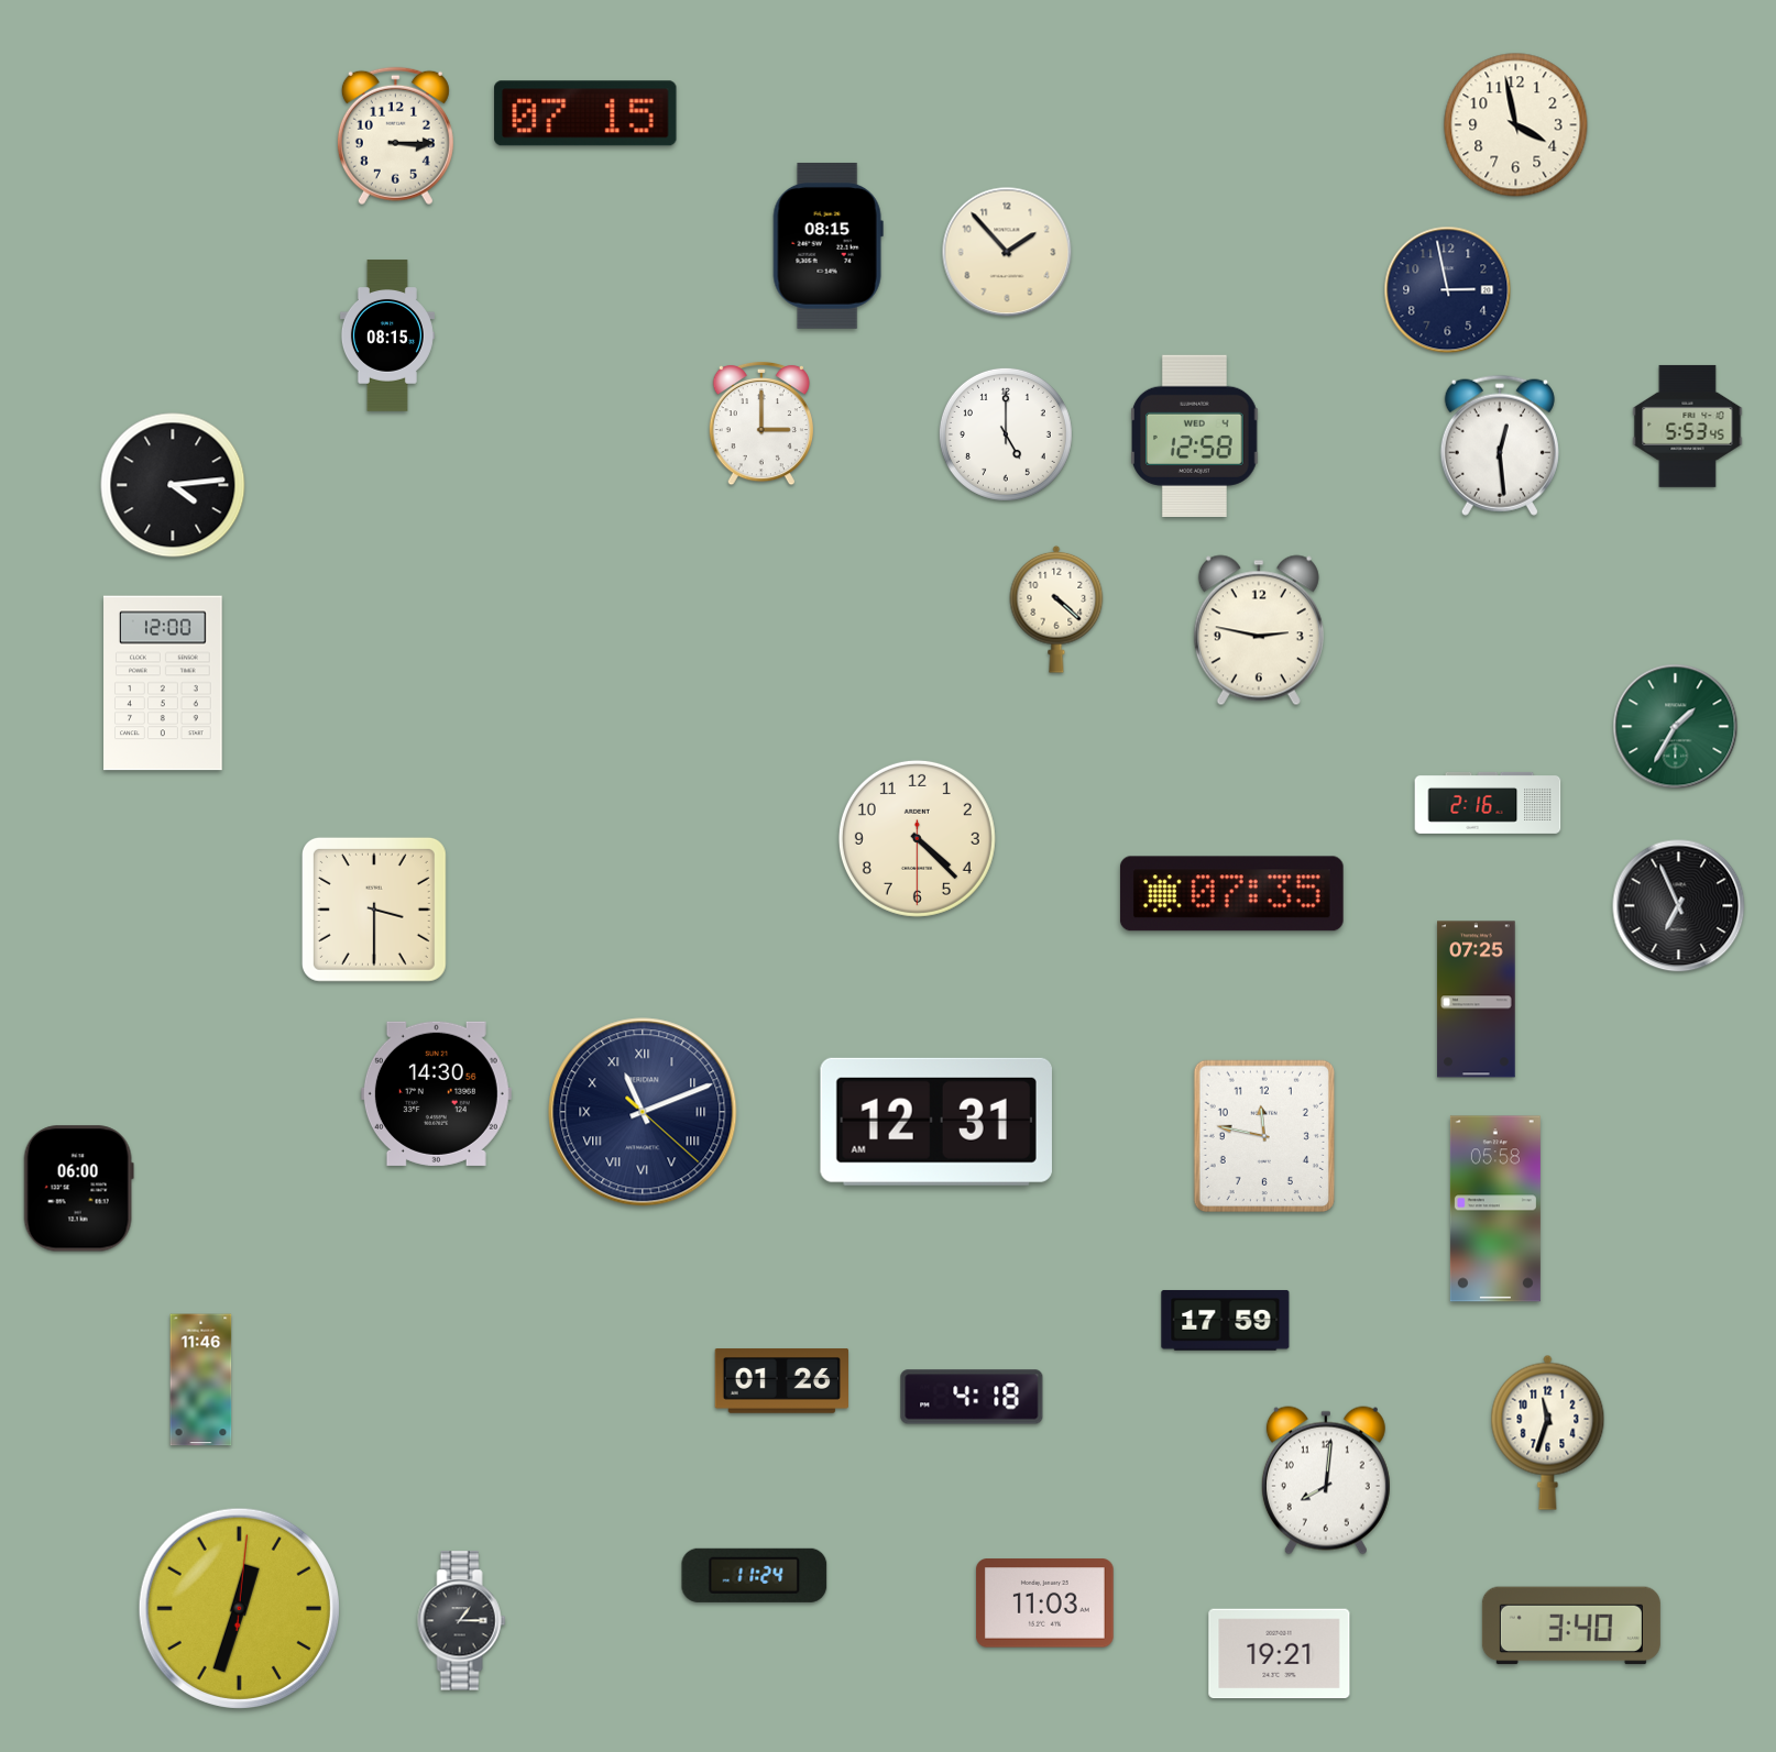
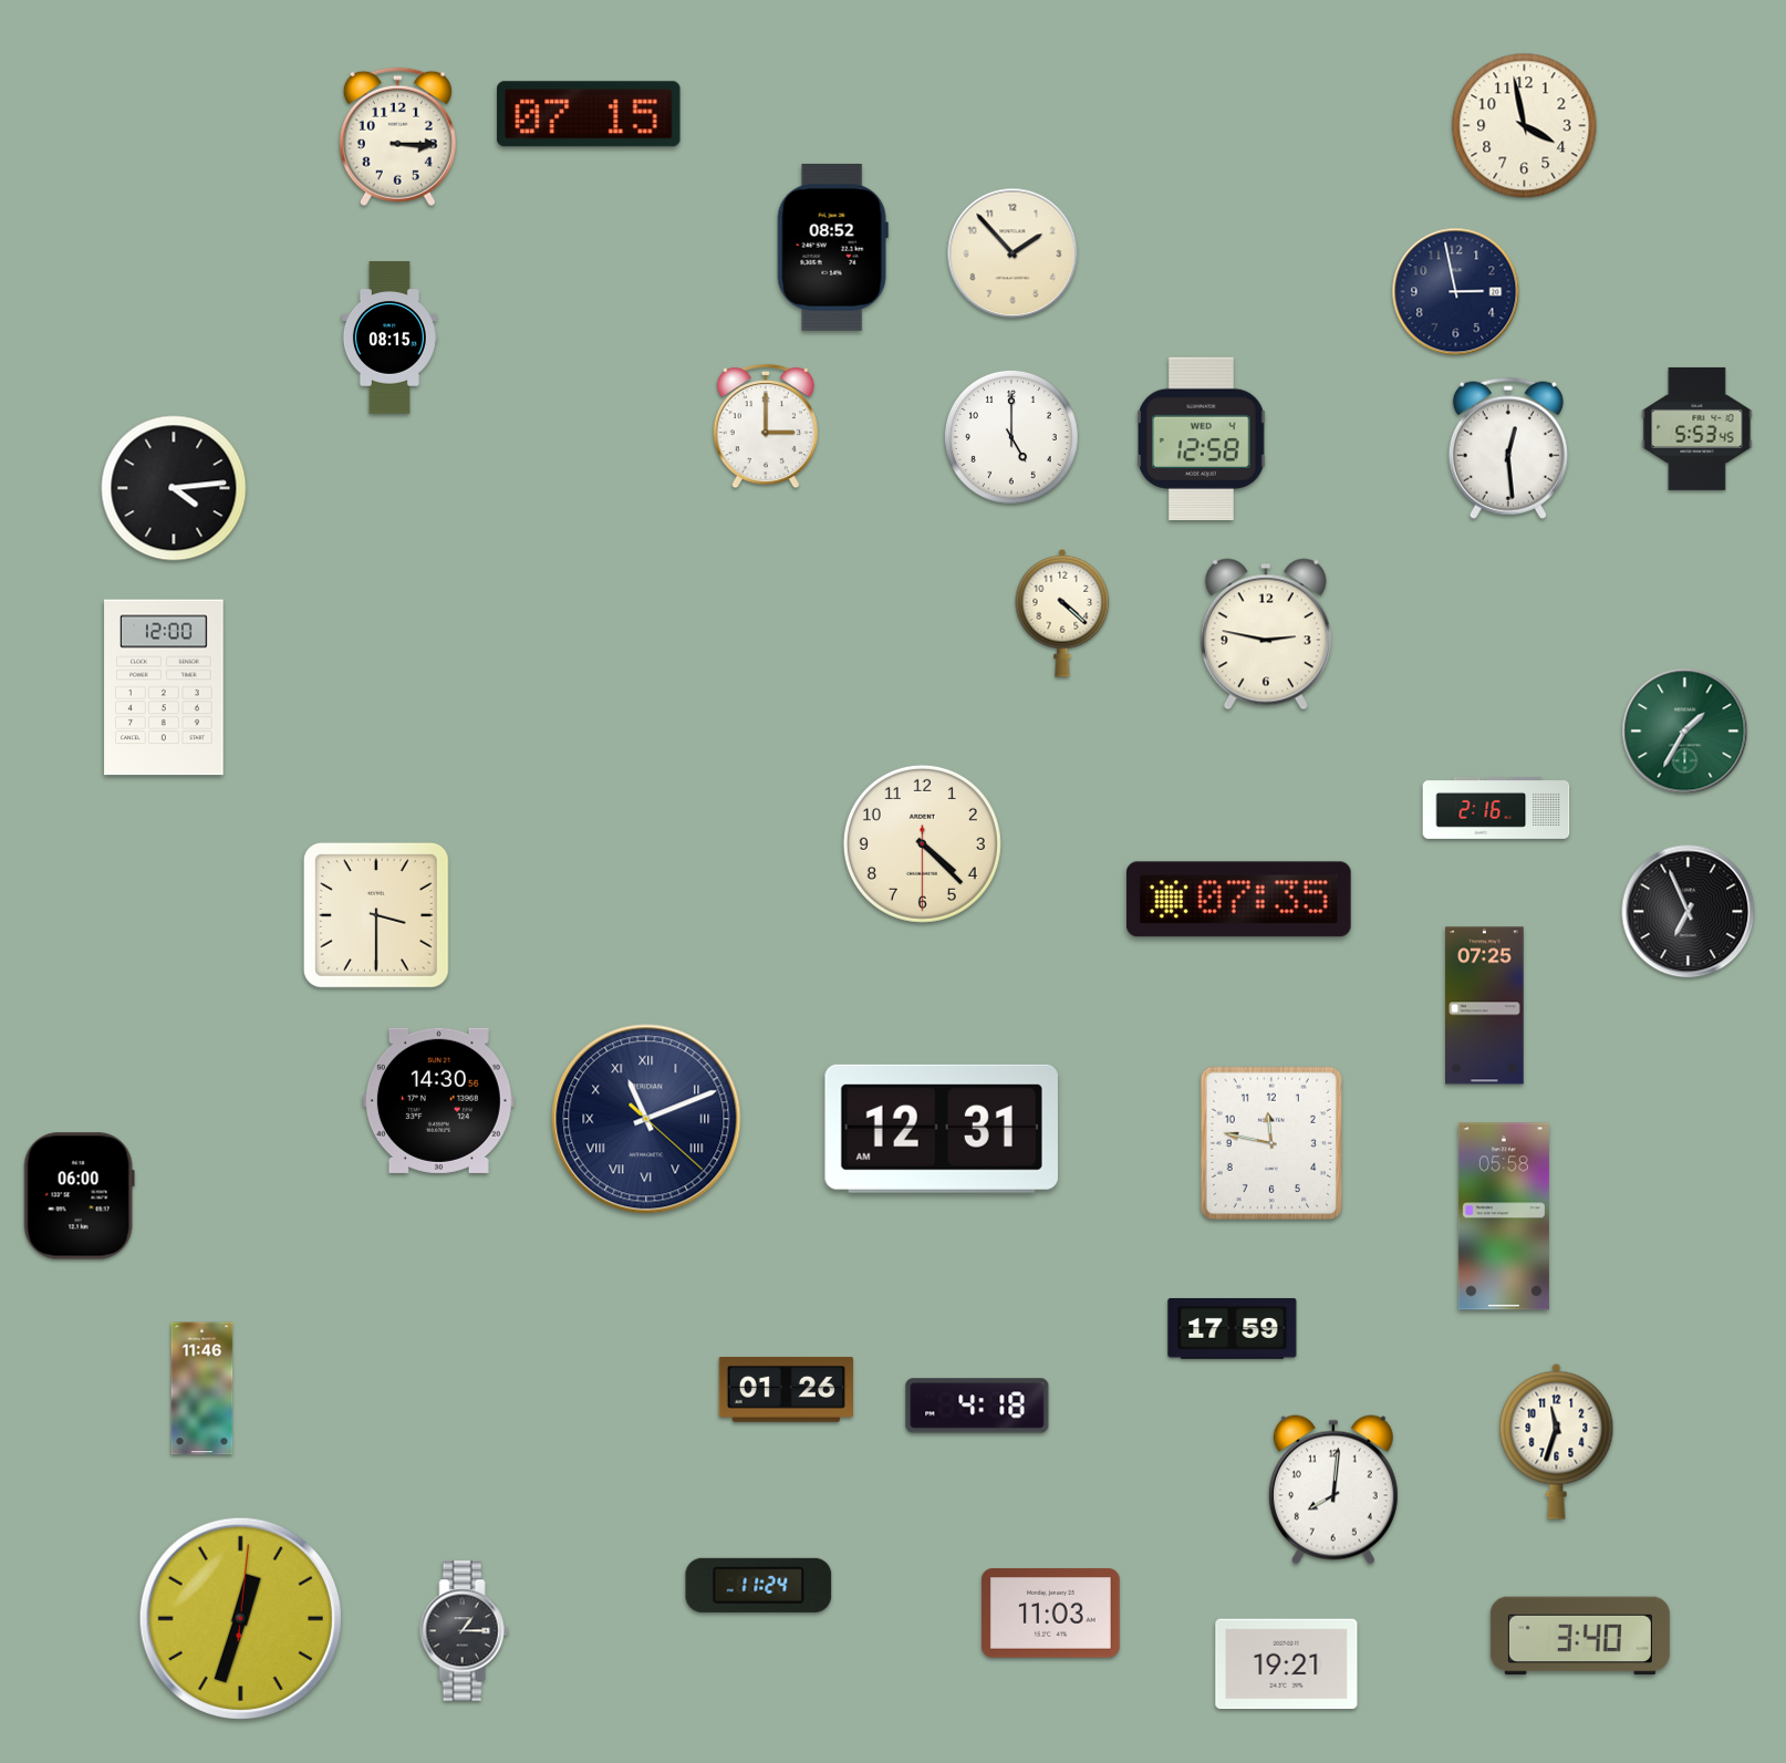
clock at (827, 246): 08:15 -> 08:52
